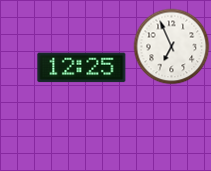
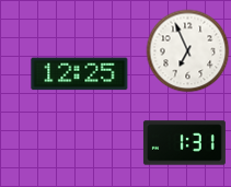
clock at (82, 68) position: (82, 68) -> (80, 74)
clock at (184, 143): none -> 1:31
